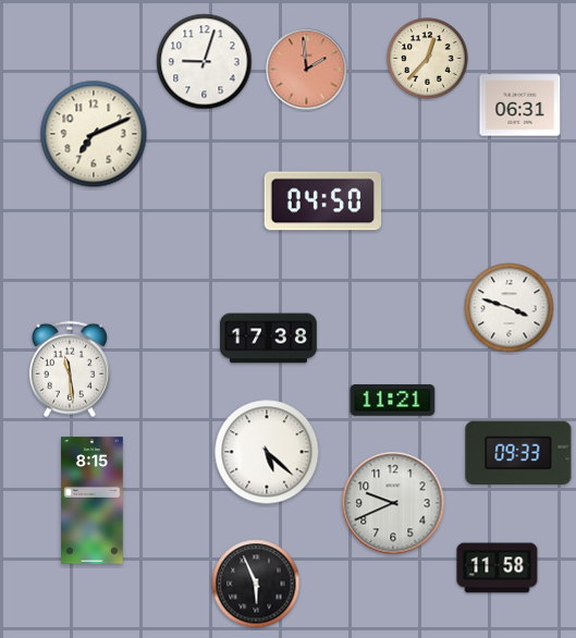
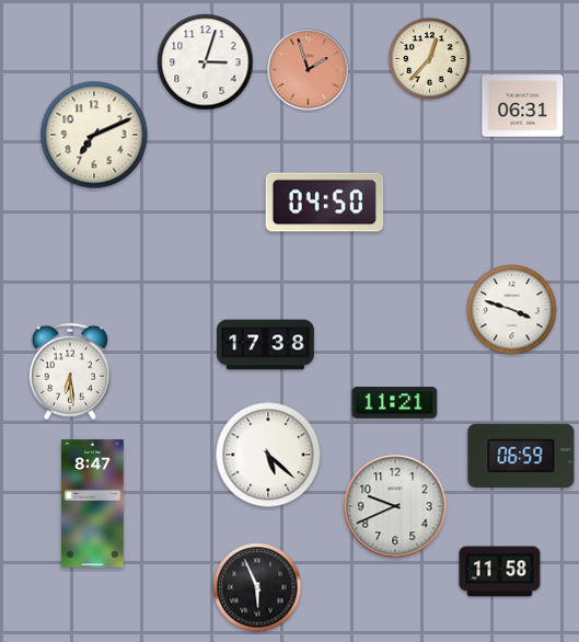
clock at (205, 62): 9:03 -> 3:03
clock at (307, 70): 1:59 -> 1:57
clock at (269, 339) position: (269, 339) -> (266, 345)
clock at (70, 369): 11:29 -> 6:29
clock at (518, 452): 09:33 -> 06:59
clock at (93, 501): 8:15 -> 8:47
